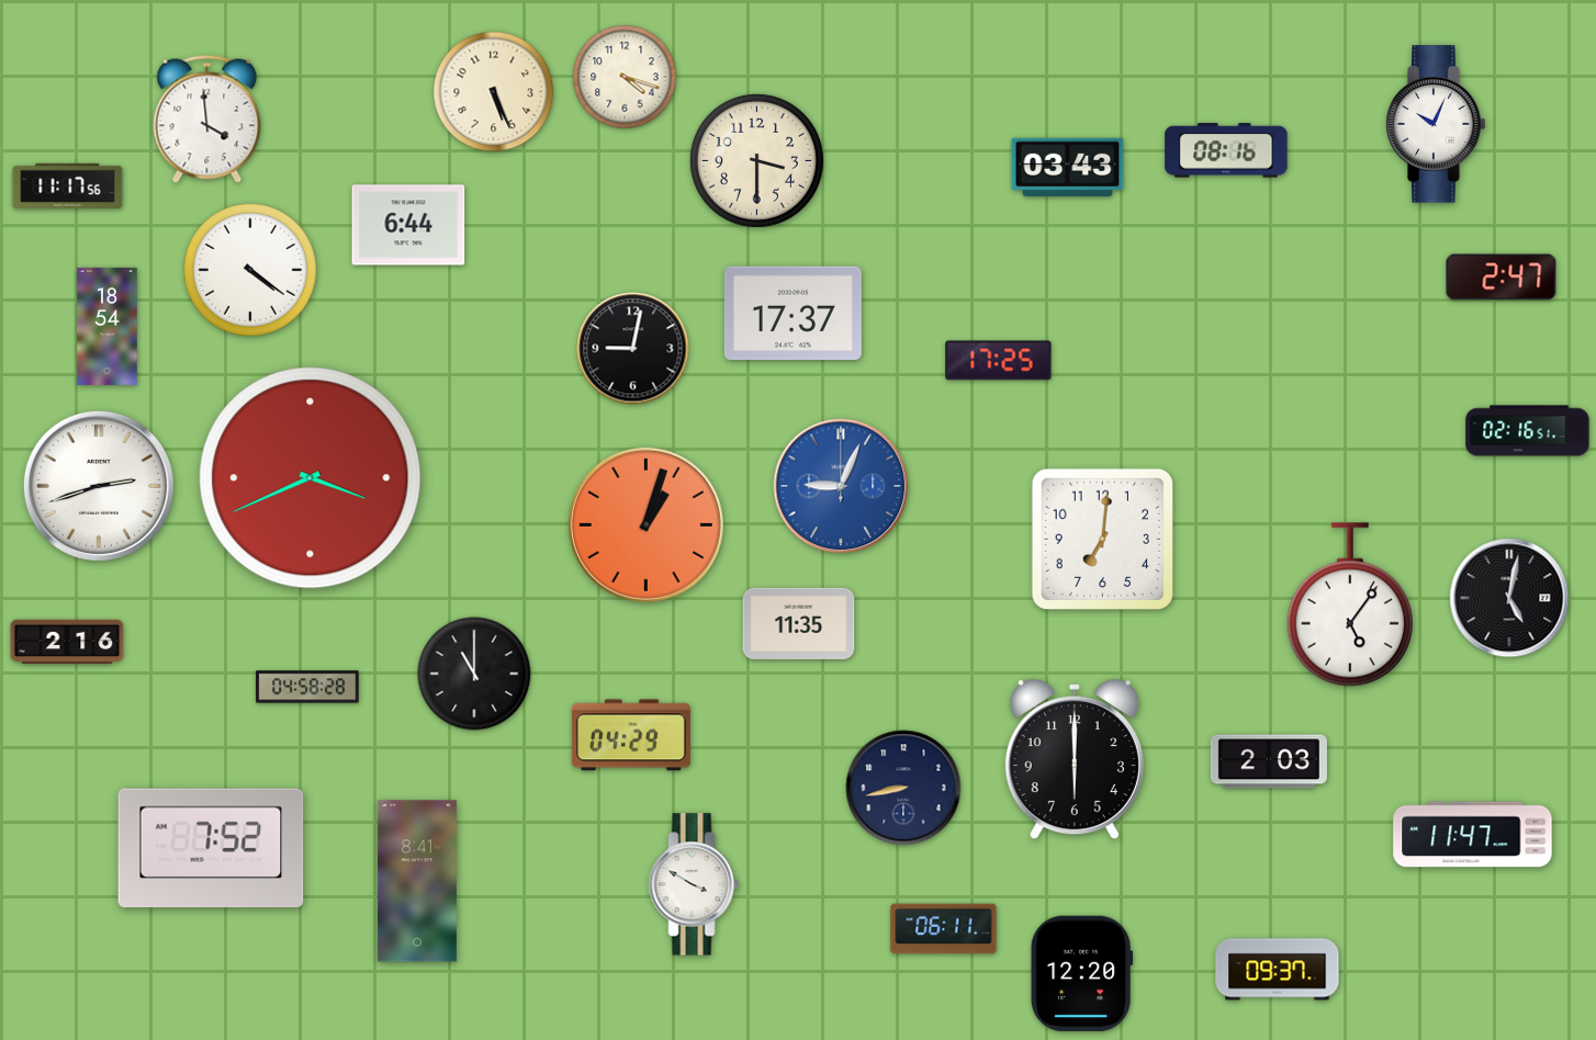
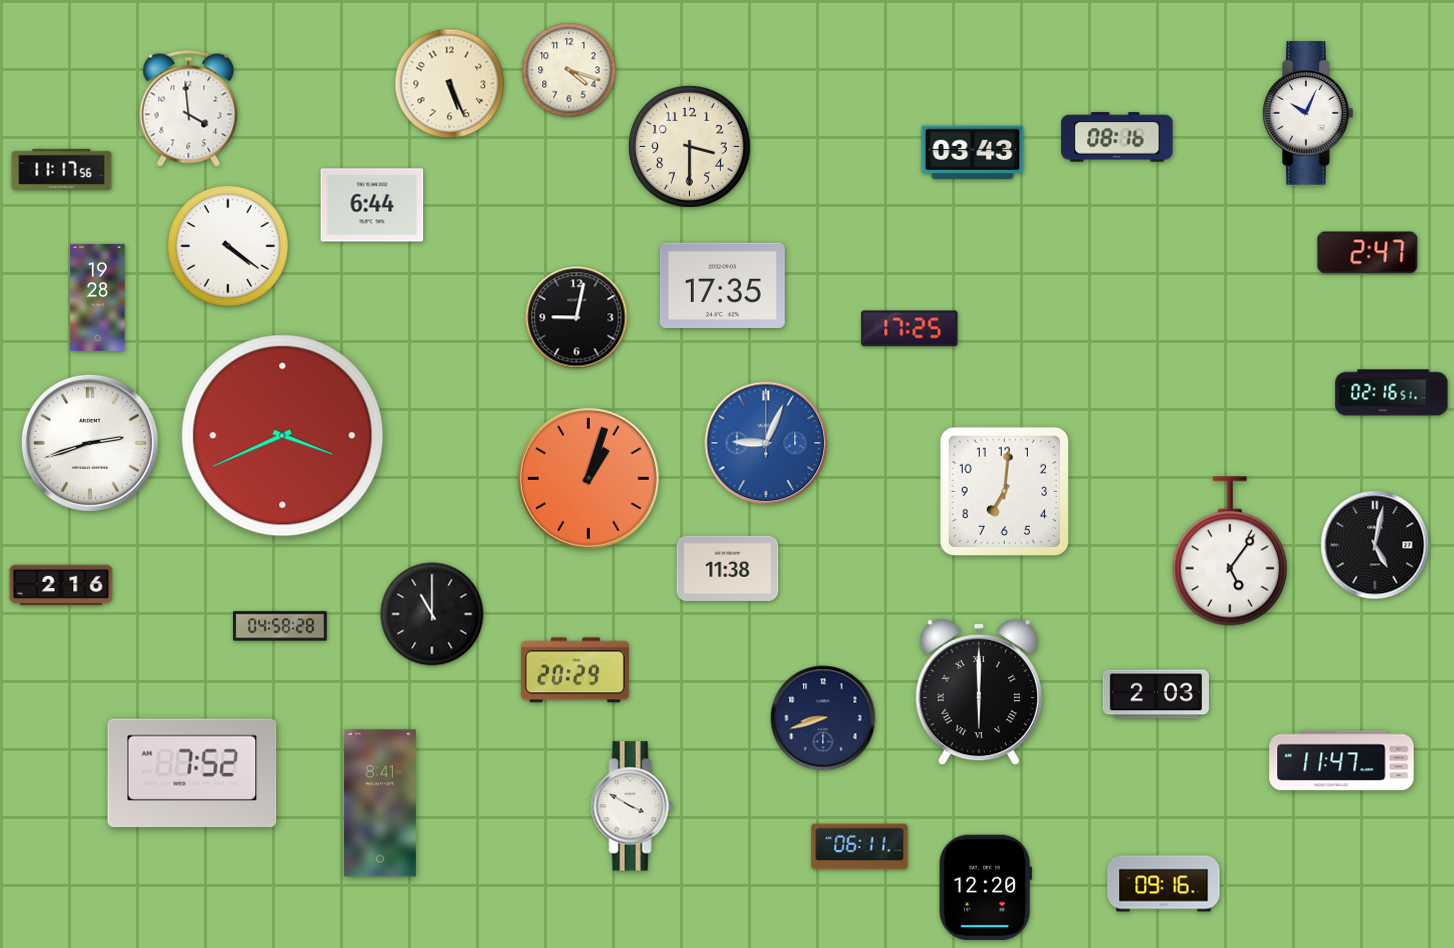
clock at (793, 314): 17:37 -> 17:35
clock at (108, 326): 18:54 -> 19:28
clock at (799, 623): 11:35 -> 11:38
clock at (631, 735): 04:29 -> 20:29
clock at (1075, 759) numerals: Arabic -> Roman
clock at (903, 788): 8:43 -> 8:42
clock at (1278, 970): 09:37 -> 09:16
